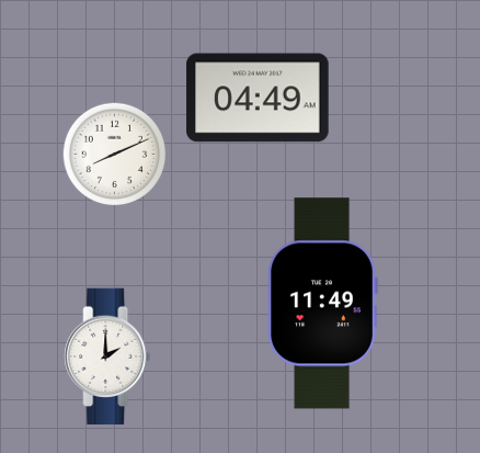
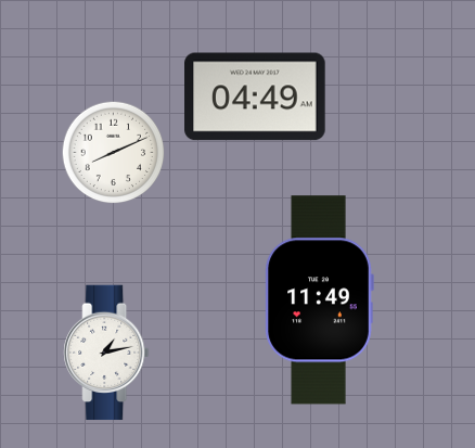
clock at (107, 356): 2:00 -> 1:13
